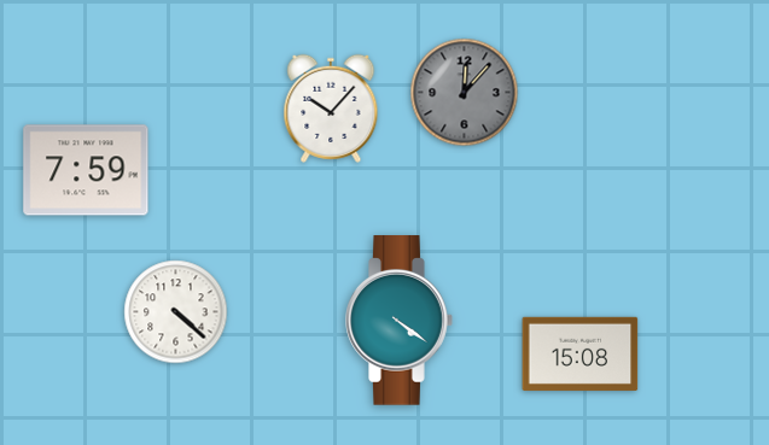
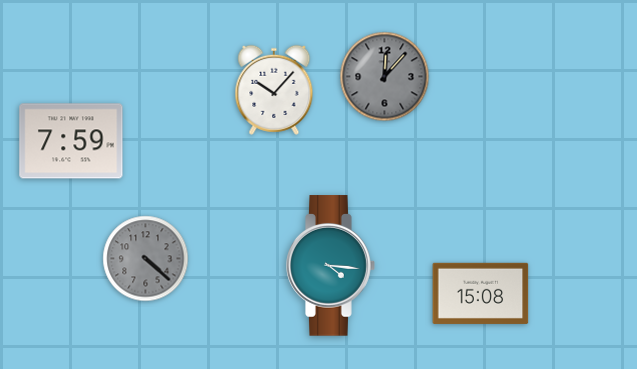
clock at (176, 312) dial: white -> grey
clock at (400, 321): 4:21 -> 4:16
